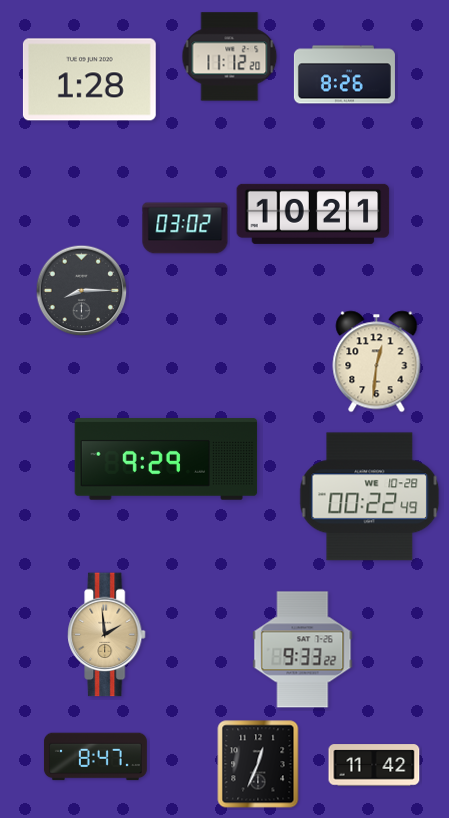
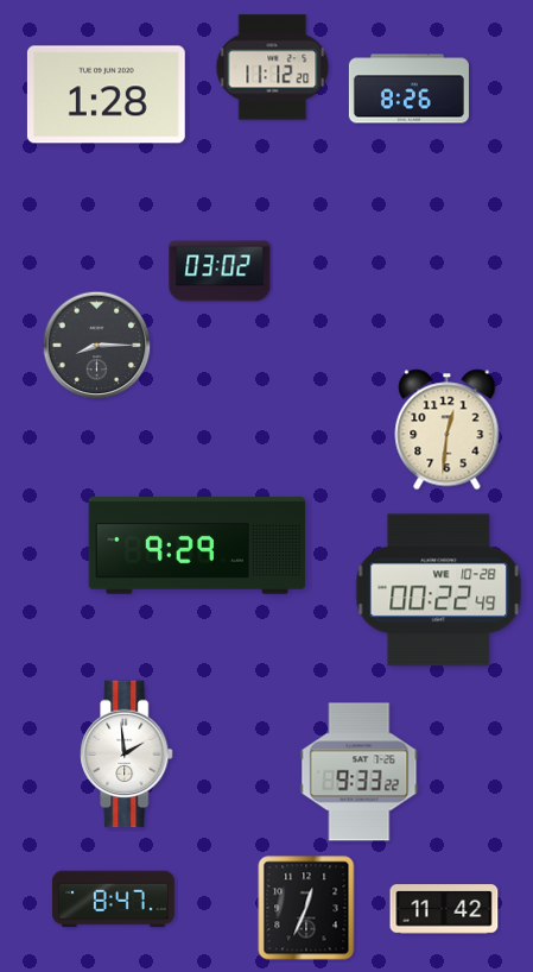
clock at (313, 214): 10:21 -> none
clock at (107, 635) dial: champagne -> white
